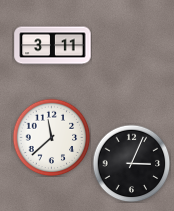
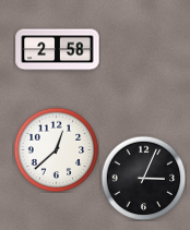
clock at (53, 46): 3:11 -> 2:58
clock at (51, 137): 11:38 -> 12:38
